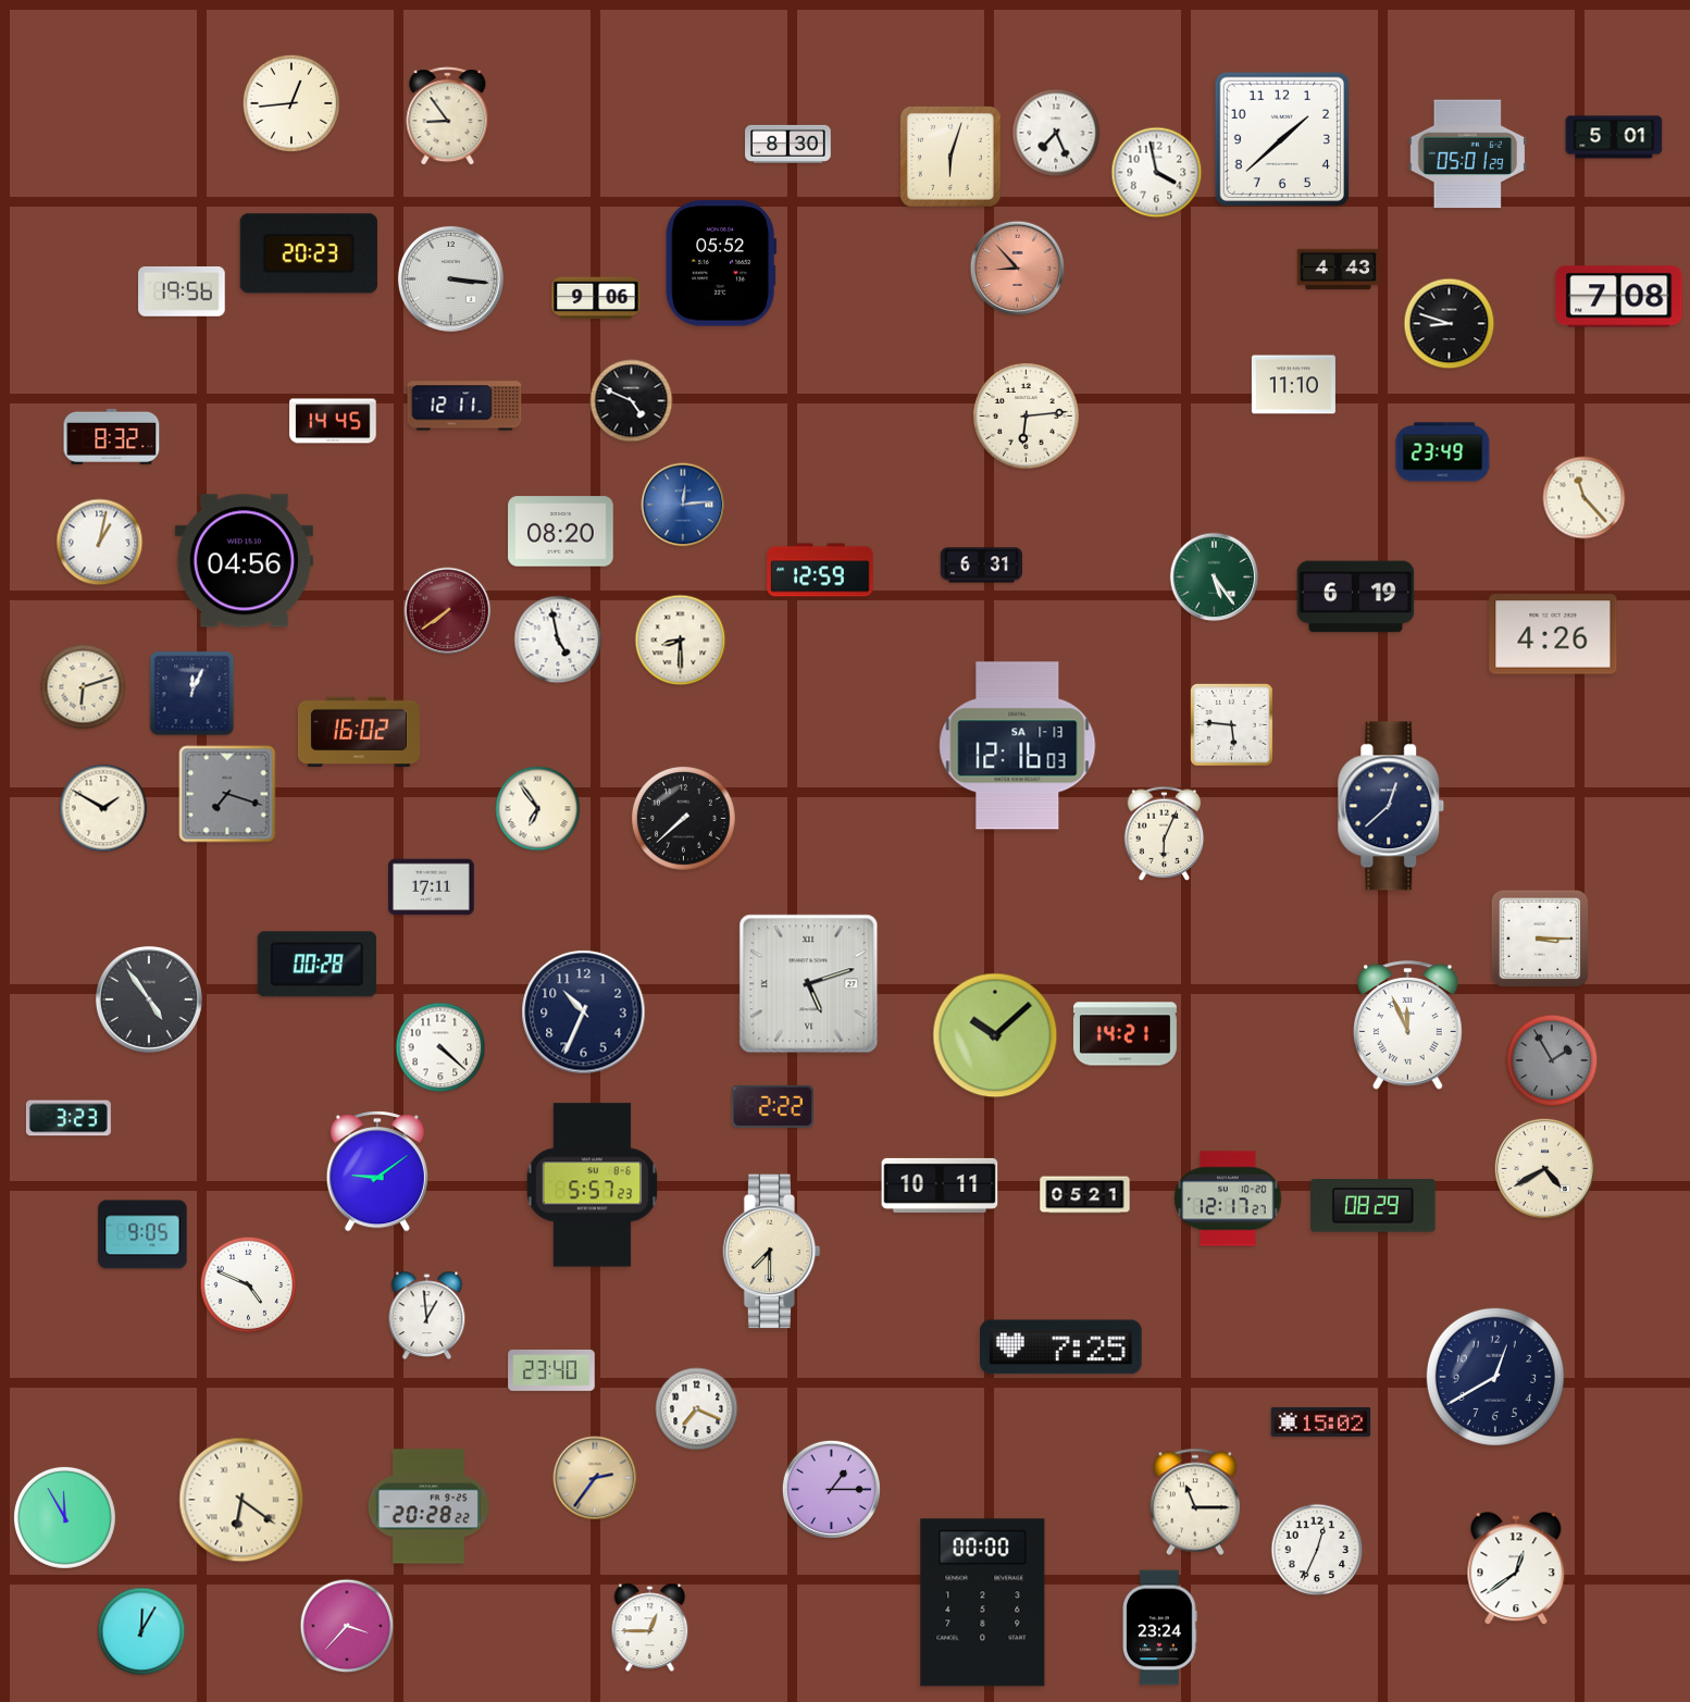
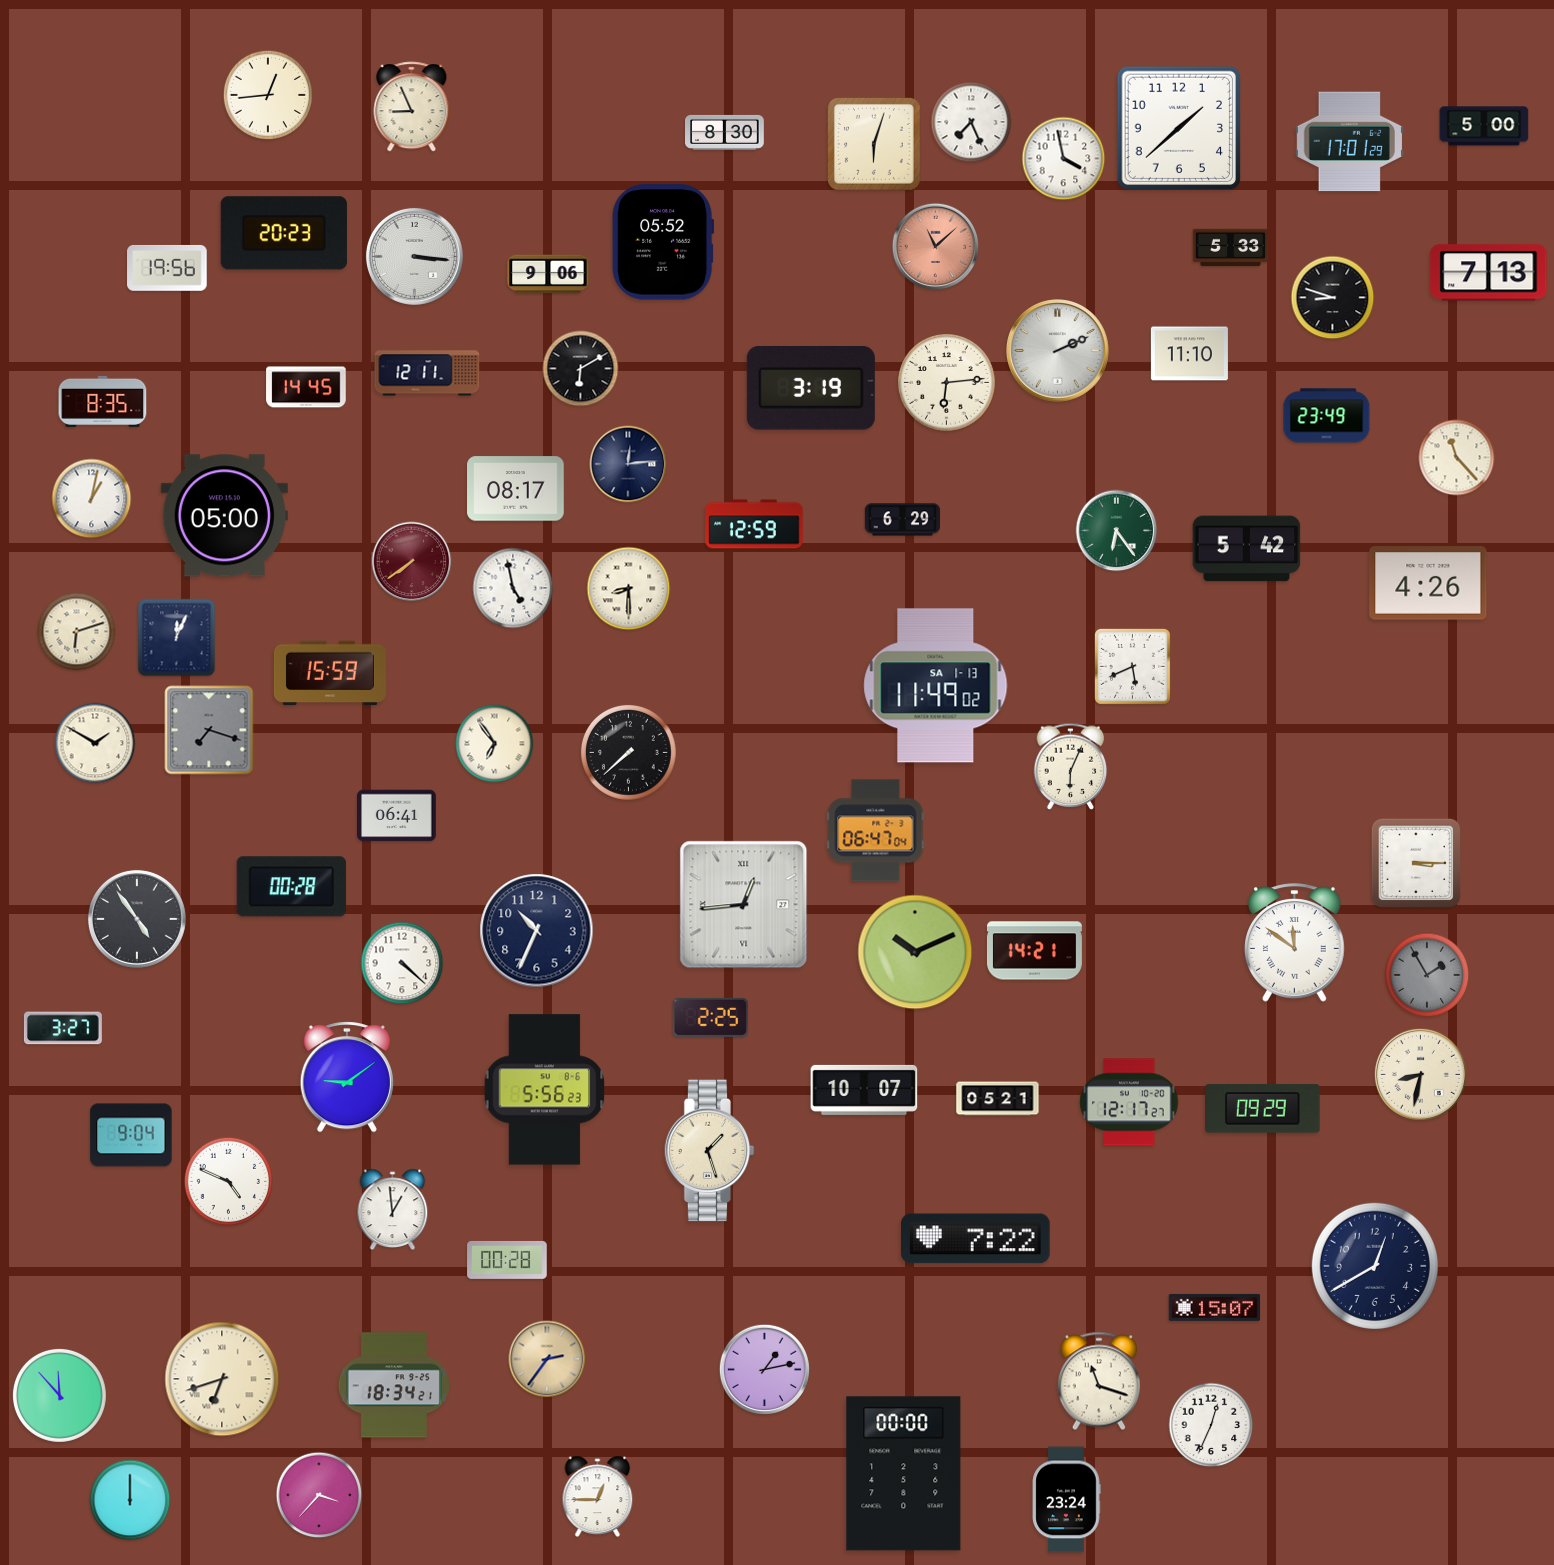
clock at (448, 116): 8:54 -> 8:56
clock at (1614, 137): 5:01 -> 5:00
clock at (1467, 154): 05:01 -> 17:01
clock at (1018, 269): 8:53 -> 11:08
clock at (1339, 270): 4:43 -> 5:33
clock at (1619, 297): 7:08 -> 7:13
clock at (1058, 351): none -> 2:11
clock at (632, 401): 4:49 -> 6:10
clock at (1027, 417) position: (1027, 417) -> (947, 383)
clock at (811, 389): none -> 3:19
clock at (112, 436): 8:32 -> 8:35
clock at (683, 505) dial: blue -> navy
clock at (561, 532): 08:20 -> 08:17
clock at (244, 561): 04:56 -> 05:00
clock at (982, 566): 6:31 -> 6:29
clock at (1215, 577): 5:24 -> 6:24
clock at (1356, 597): 6:19 -> 5:42
clock at (681, 641) position: (681, 641) -> (629, 589)
clock at (1231, 724): 5:46 -> 5:41
clock at (359, 732): 16:02 -> 15:59
clock at (1018, 746): 12:16 -> 11:49
clock at (1391, 806): 12:38 -> none
clock at (432, 887): 17:11 -> 06:41
clock at (876, 831): none -> 06:47
clock at (809, 984): 5:12 -> 12:44
clock at (1408, 1026): 11:56 -> 11:51
clock at (995, 1035): 10:08 -> 10:11
clock at (440, 1047) position: (440, 1047) -> (402, 963)
clock at (772, 1106): 2:22 -> 2:25
clock at (69, 1118): 3:23 -> 3:27
clock at (1544, 1168): 4:40 -> 8:32
clock at (593, 1185): 5:57 -> 5:56
clock at (940, 1185): 10:11 -> 10:07
clock at (1374, 1206): 08:29 -> 09:29
clock at (142, 1234): 9:05 -> 9:04
clock at (772, 1252): 7:30 -> 1:27
clock at (1061, 1347): 7:25 -> 7:22
clock at (551, 1370): 23:40 -> 00:28
clock at (697, 1409): 7:19 -> none
clock at (1321, 1421): 15:02 -> 15:07
clock at (831, 1489): 1:15 -> 1:13
clock at (241, 1500): 6:21 -> 6:42
clock at (1195, 1502): 11:15 -> 11:18
clock at (428, 1506): 20:28 -> 18:34
clock at (64, 1517): 11:55 -> 11:53
clock at (1516, 1569): 12:39 -> none
clock at (1159, 1628) position: (1159, 1628) -> (1066, 1500)
clock at (141, 1631): 12:05 -> 12:00
